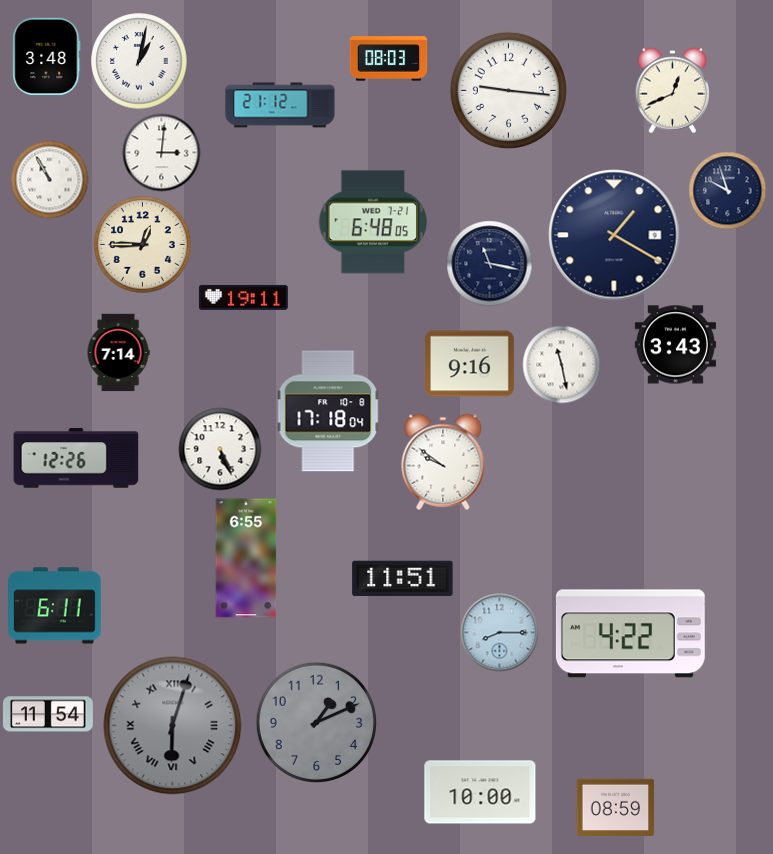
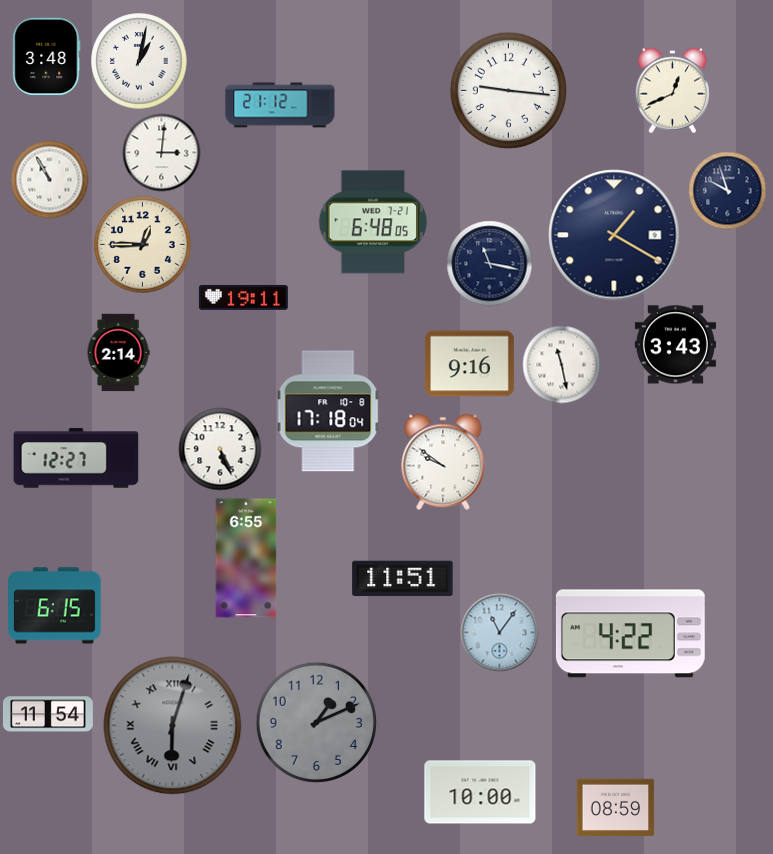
clock at (388, 59): 08:03 -> none
clock at (118, 352): 7:14 -> 2:14
clock at (76, 458): 12:26 -> 12:27
clock at (55, 606): 6:11 -> 6:15
clock at (499, 632): 8:15 -> 11:06
